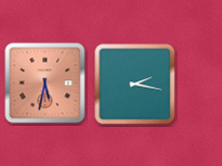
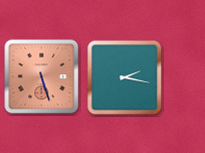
clock at (45, 84): 5:32 -> 5:27
